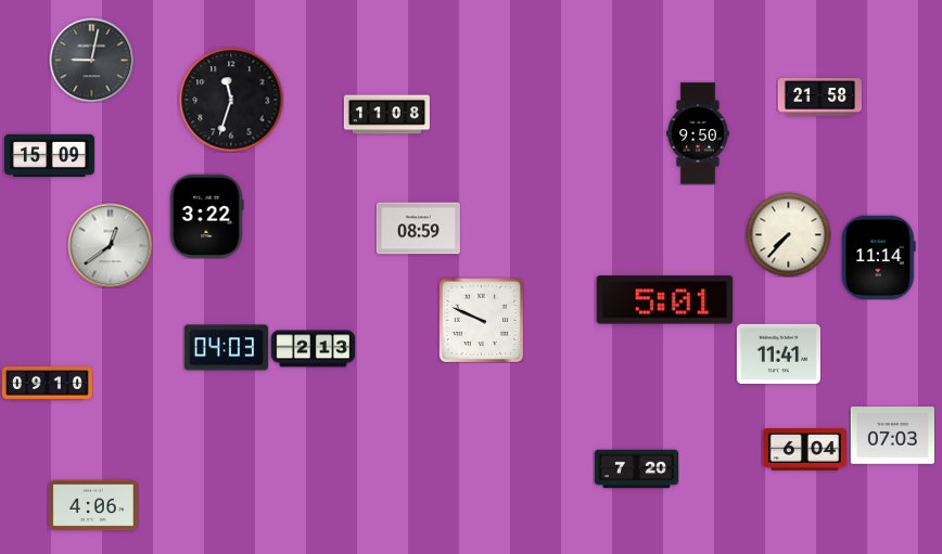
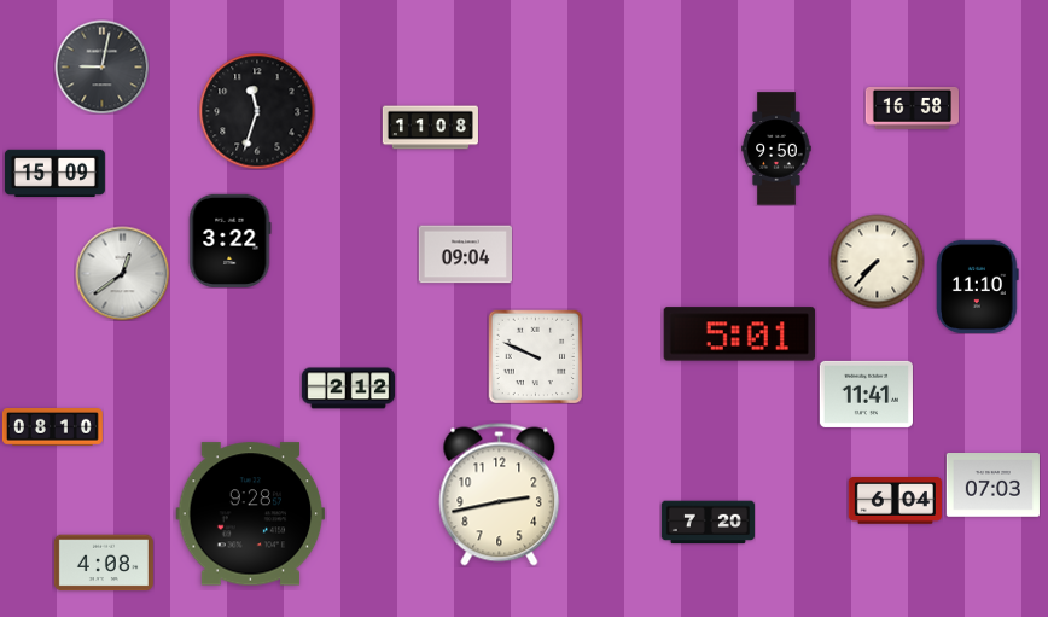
clock at (819, 96): 21:58 -> 16:58
clock at (418, 229): 08:59 -> 09:04
clock at (879, 257): 11:14 -> 11:10
clock at (226, 348): 04:03 -> none
clock at (313, 349): 2:13 -> 2:12
clock at (47, 384): 09:10 -> 08:10
clock at (500, 495): none -> 2:43
clock at (251, 514): none -> 9:28
clock at (93, 505): 4:06 -> 4:08
